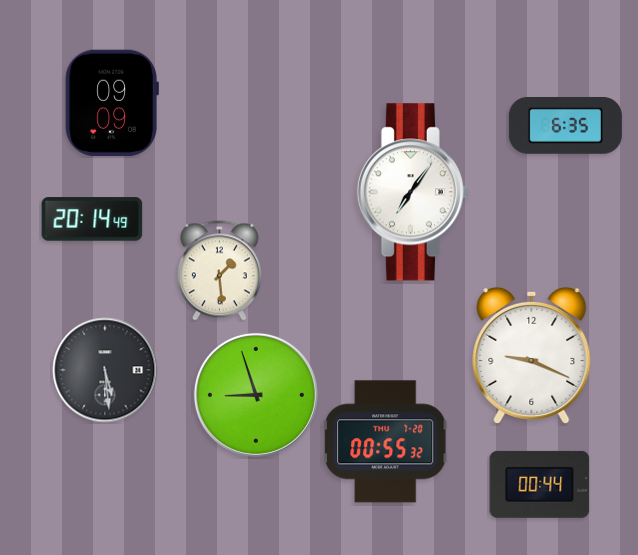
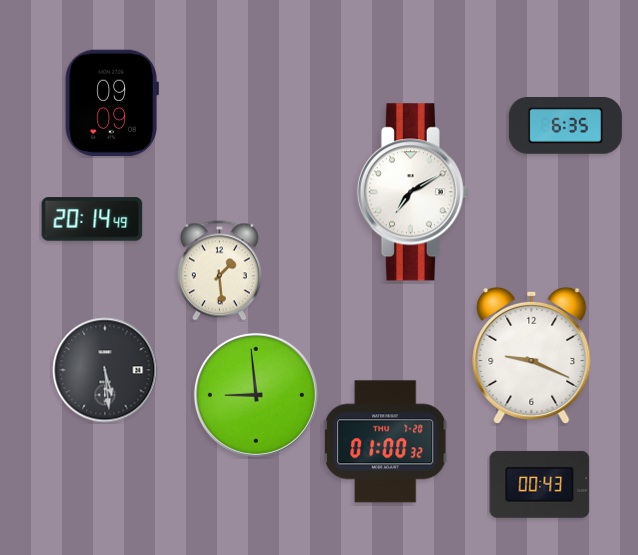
clock at (413, 192): 7:06 -> 7:10
clock at (256, 395): 8:57 -> 8:59
clock at (386, 442): 00:55 -> 01:00
clock at (540, 484): 00:44 -> 00:43
